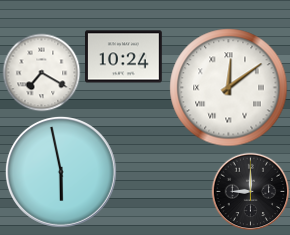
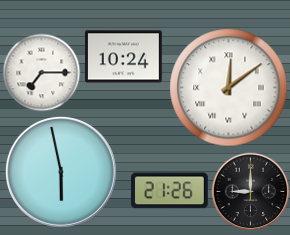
clock at (41, 72): 7:20 -> 7:15
clock at (169, 191): none -> 21:26
